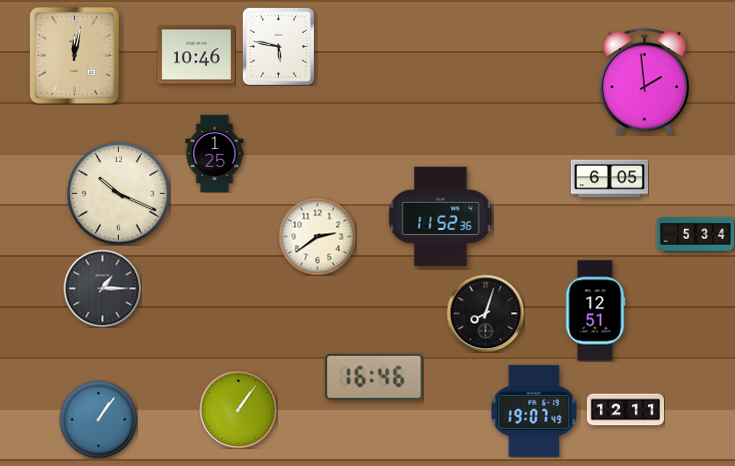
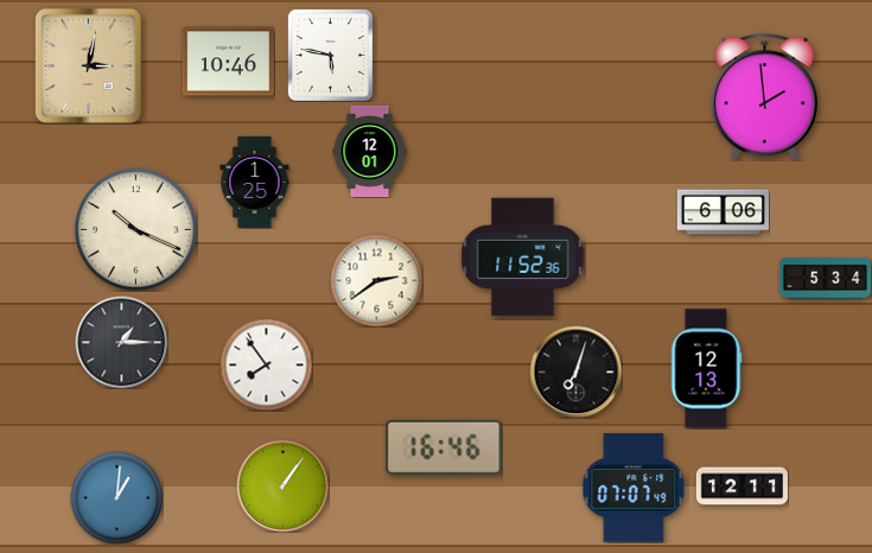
clock at (74, 55): 12:02 -> 3:02
clock at (196, 55) position: (196, 55) -> (228, 62)
clock at (370, 151): none -> 12:01
clock at (609, 179): 6:05 -> 6:06
clock at (119, 194) position: (119, 194) -> (136, 230)
clock at (266, 364): none -> 7:54
clock at (595, 311): 12:51 -> 12:13
clock at (485, 313): 8:03 -> 7:03
clock at (534, 411): 19:07 -> 07:07
clock at (98, 419): 1:06 -> 1:01
